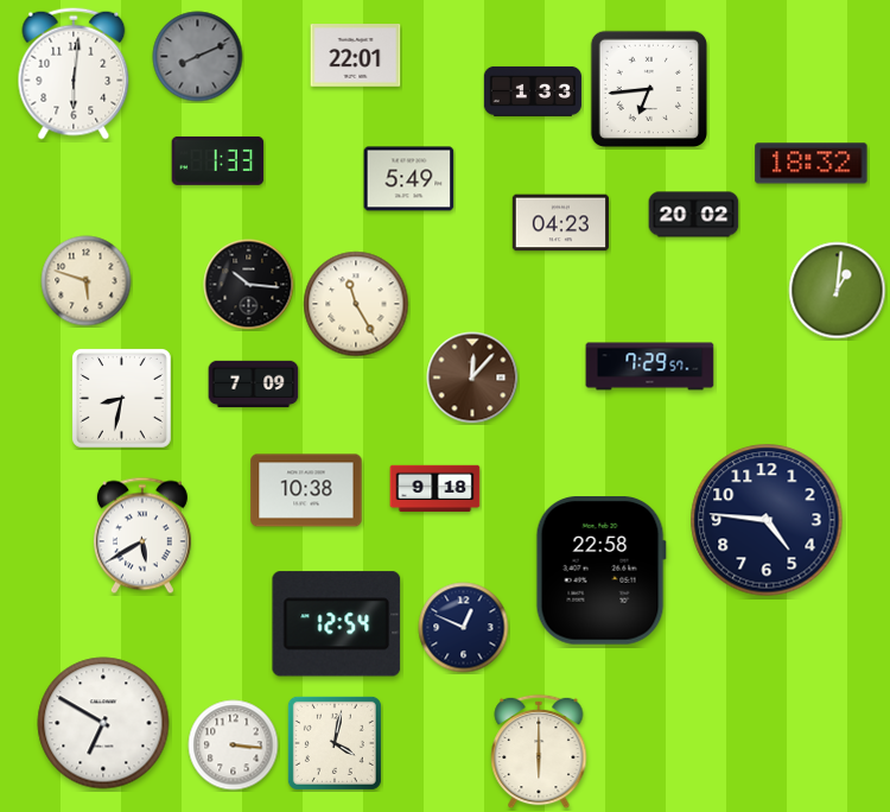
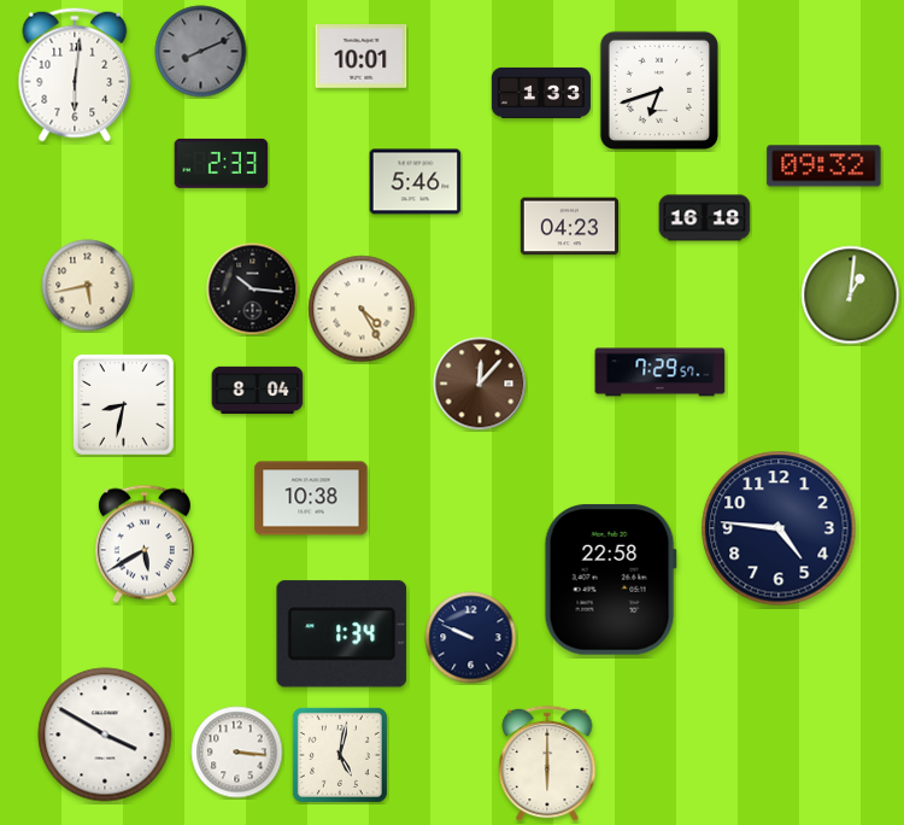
clock at (356, 56): 22:01 -> 10:01
clock at (198, 57) position: (198, 57) -> (201, 52)
clock at (648, 88): 6:44 -> 6:42
clock at (218, 160): 1:33 -> 2:33
clock at (812, 164): 18:32 -> 09:32
clock at (409, 179): 5:49 -> 5:46
clock at (694, 215): 20:02 -> 16:18
clock at (87, 281): 5:48 -> 5:43
clock at (356, 304): 11:25 -> 4:25
clock at (254, 385): 7:09 -> 8:04
clock at (436, 489): 9:18 -> none
clock at (337, 624): 12:54 -> 1:34
clock at (464, 628): 12:49 -> 9:49
clock at (103, 723): 6:50 -> 3:50
clock at (335, 743): 4:02 -> 5:02
clock at (234, 746) position: (234, 746) -> (237, 753)
